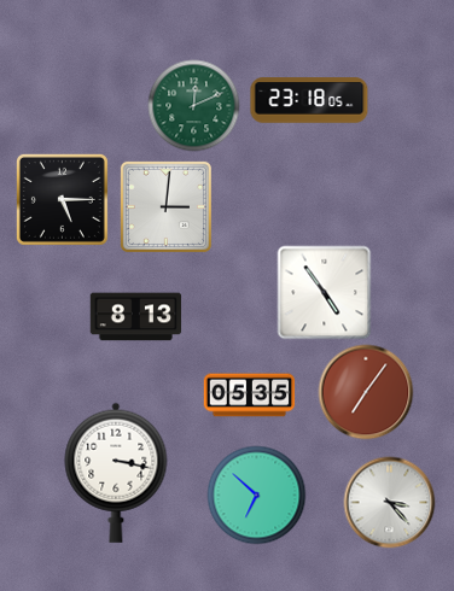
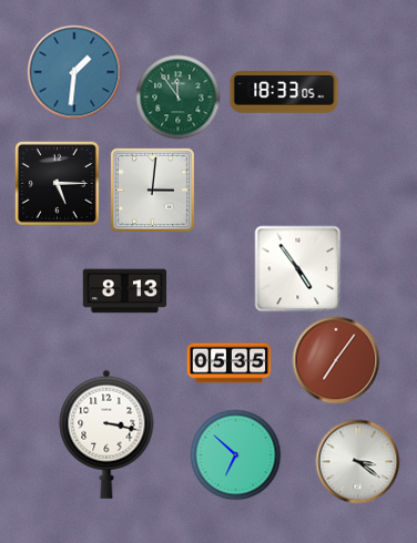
clock at (74, 72): none -> 1:31
clock at (309, 100): 23:18 -> 18:33
clock at (194, 106): 12:11 -> 11:54
clock at (390, 503): 3:23 -> 3:21
